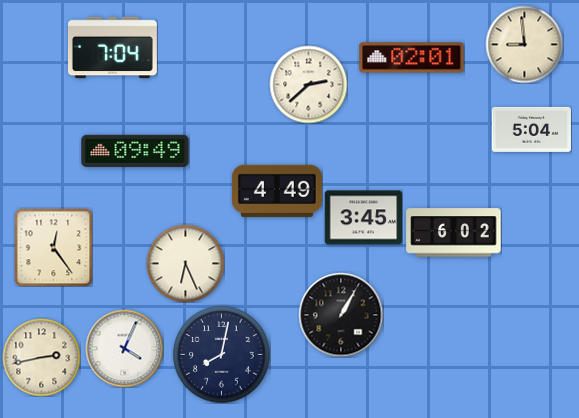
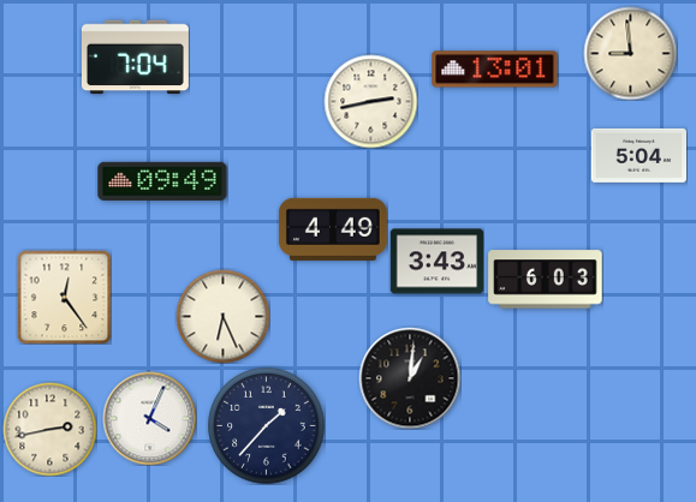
clock at (412, 58): 02:01 -> 13:01
clock at (308, 84): 2:38 -> 2:43
clock at (363, 218): 3:45 -> 3:43
clock at (454, 233): 6:02 -> 6:03
clock at (341, 315): 1:05 -> 1:01
clock at (222, 355): 8:02 -> 1:37
